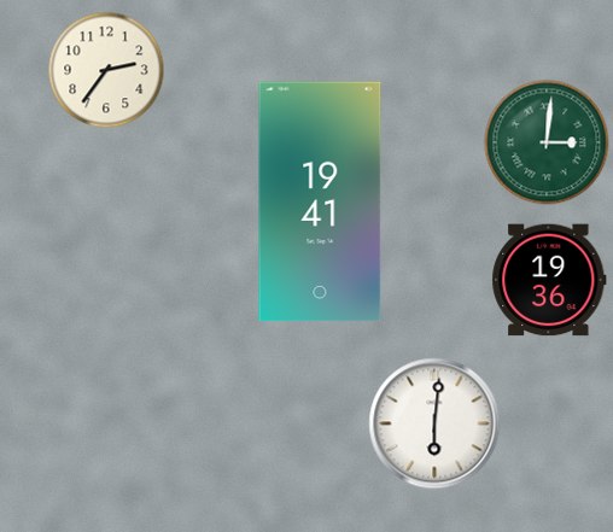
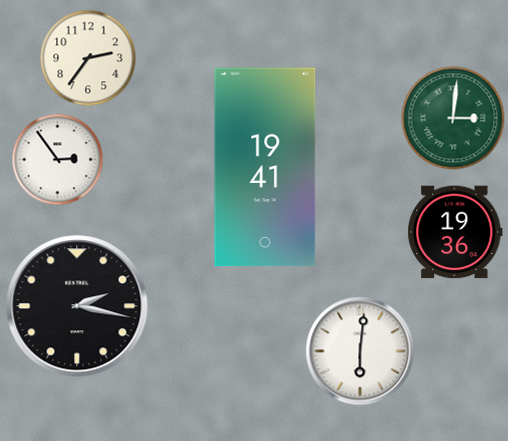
clock at (58, 160): none -> 2:54
clock at (77, 306): none -> 2:17
